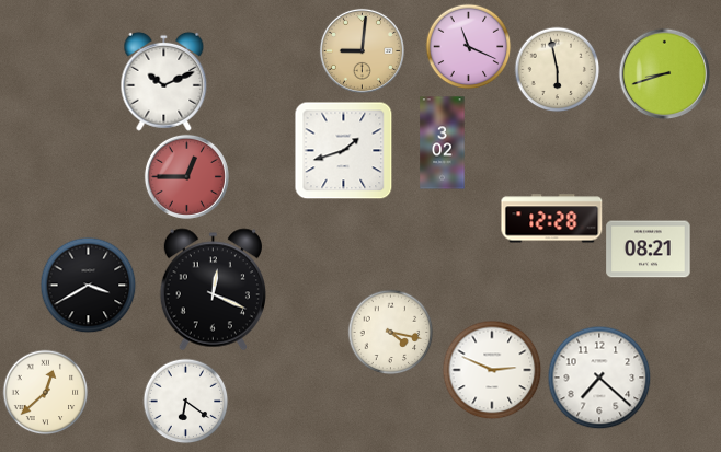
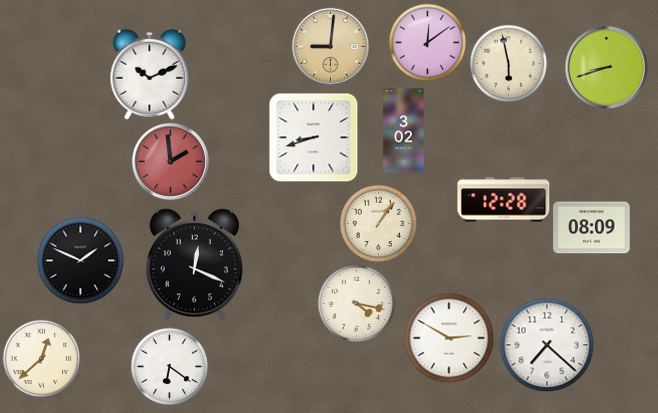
clock at (468, 46): 11:19 -> 12:09
clock at (343, 150): 1:42 -> 8:42
clock at (186, 176): 12:45 -> 1:59
clock at (378, 223): none -> 1:06
clock at (649, 250): 08:21 -> 08:09
clock at (88, 285): 3:40 -> 1:49
clock at (492, 370): 2:49 -> 2:50
